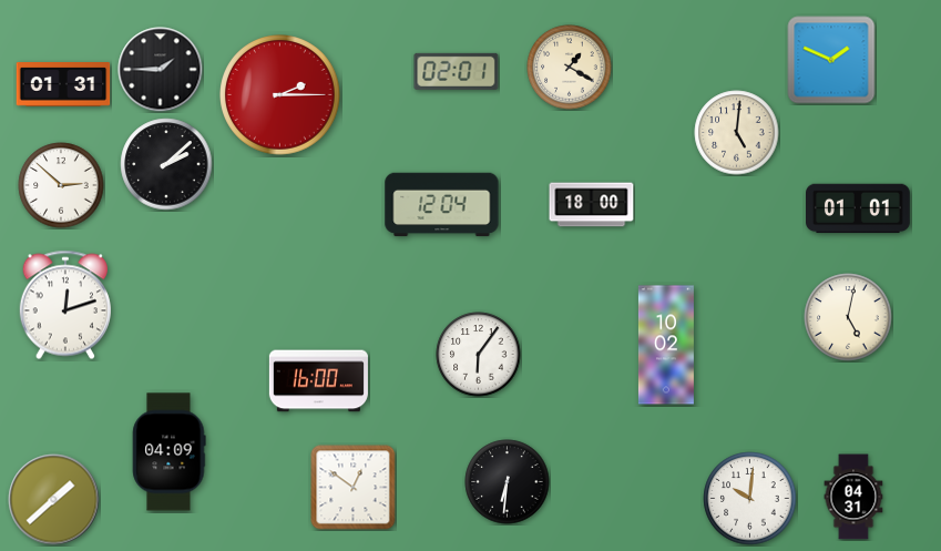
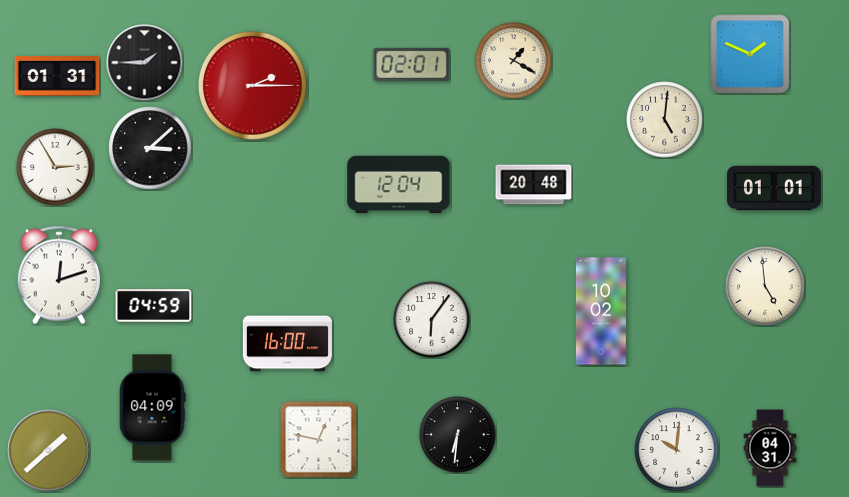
clock at (166, 164): 2:08 -> 3:08
clock at (61, 185): 2:52 -> 2:55
clock at (592, 205): 18:00 -> 20:48
clock at (848, 317): 5:02 -> 4:59
clock at (154, 306): none -> 04:59
clock at (354, 488): 12:51 -> 12:47
